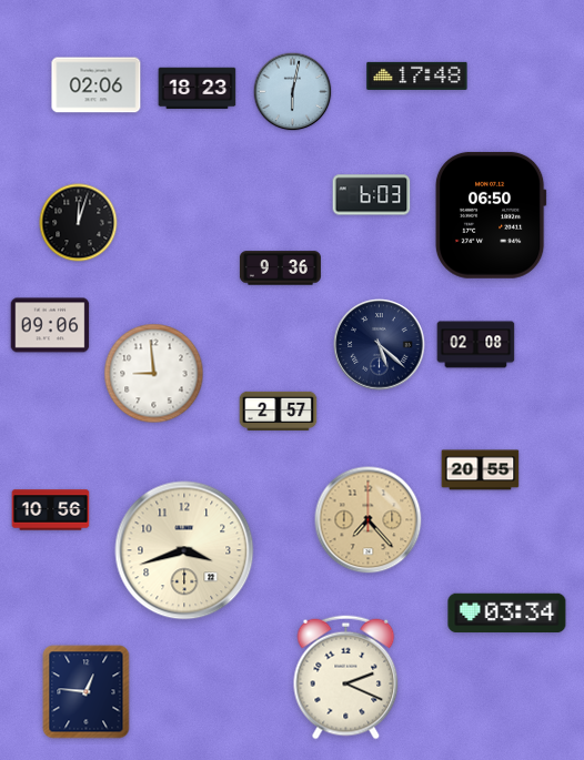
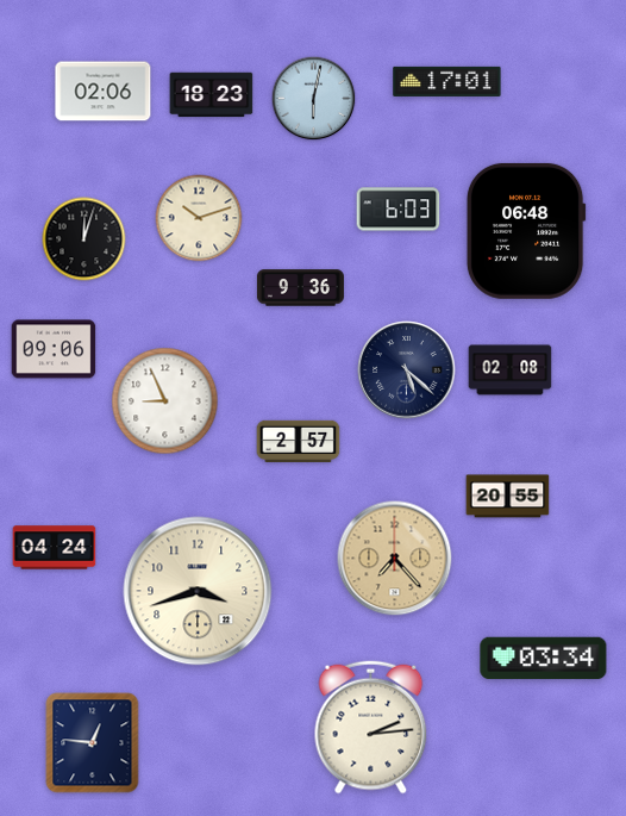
clock at (417, 75): 17:48 -> 17:01
clock at (199, 218): none -> 10:12
clock at (491, 215): 06:50 -> 06:48
clock at (154, 374): 8:59 -> 8:56
clock at (481, 470) position: (481, 470) -> (508, 497)
clock at (51, 510): 10:56 -> 04:24
clock at (346, 678): 2:19 -> 2:14
